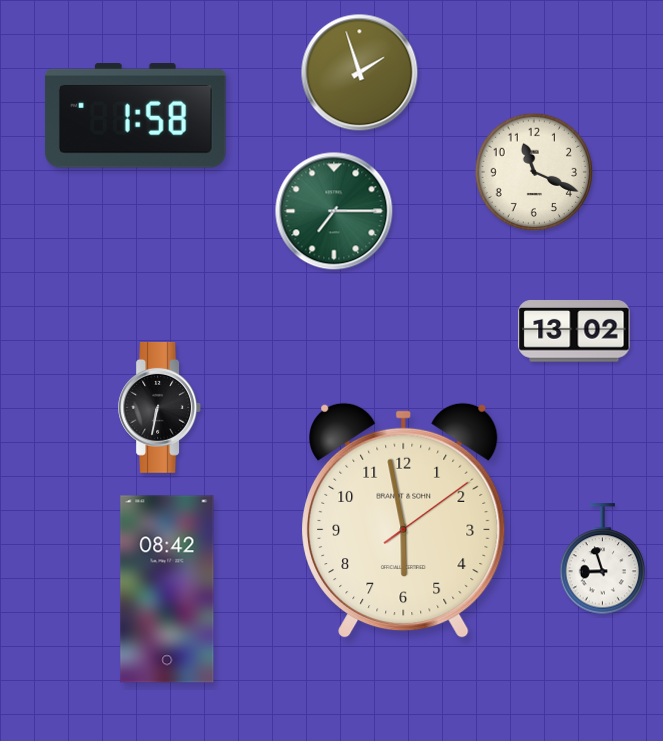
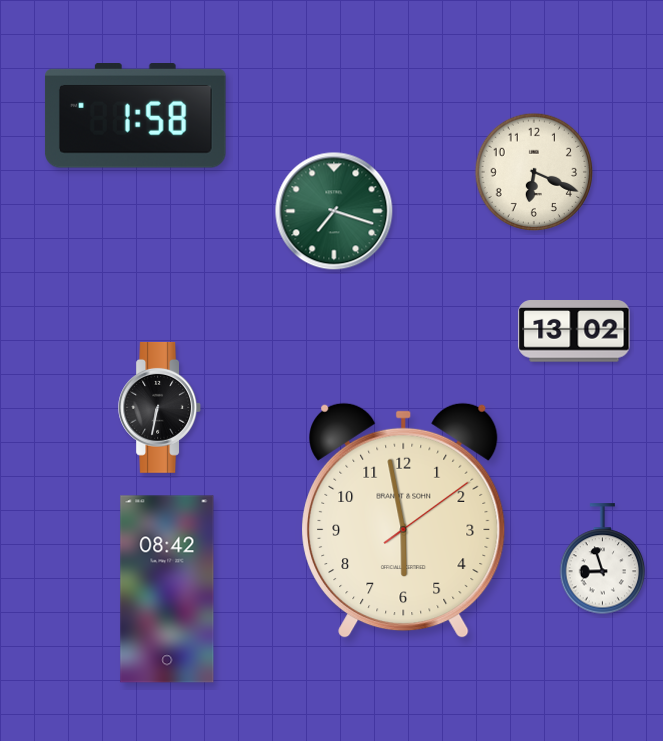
clock at (360, 73): 1:57 -> none
clock at (534, 172): 11:19 -> 6:19
clock at (334, 211): 7:15 -> 7:18
